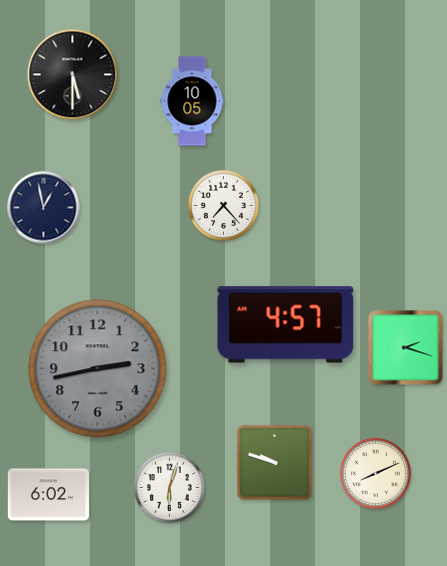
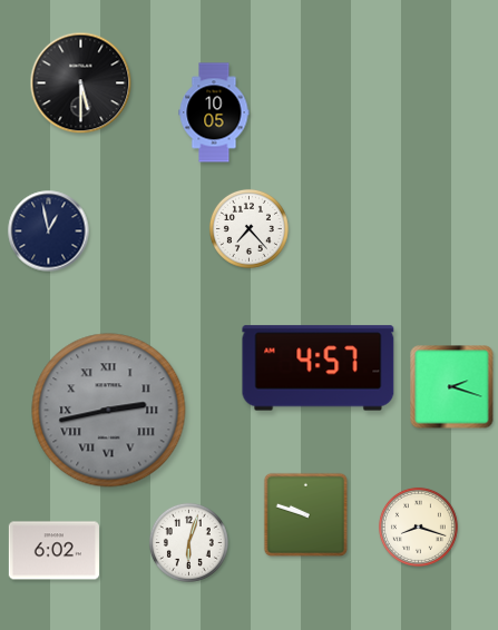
clock at (286, 325) position: (286, 325) -> (319, 368)
clock at (98, 369) numerals: Arabic -> Roman
clock at (375, 473): 8:11 -> 8:18
